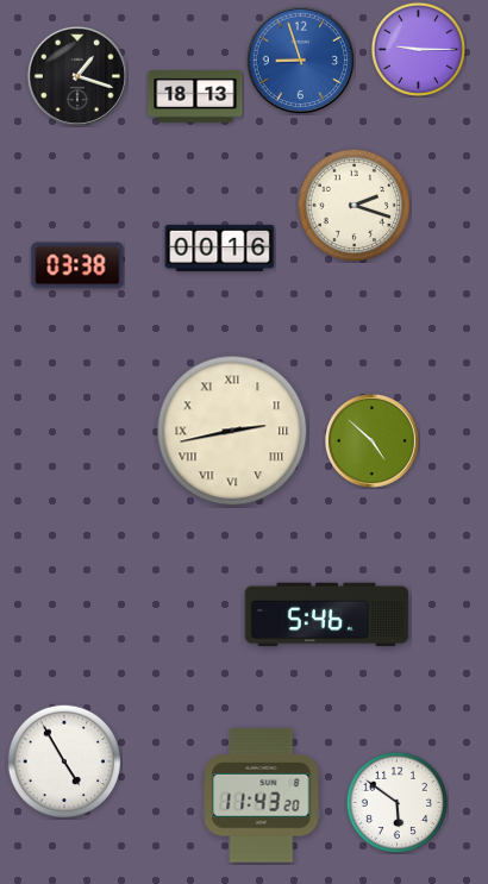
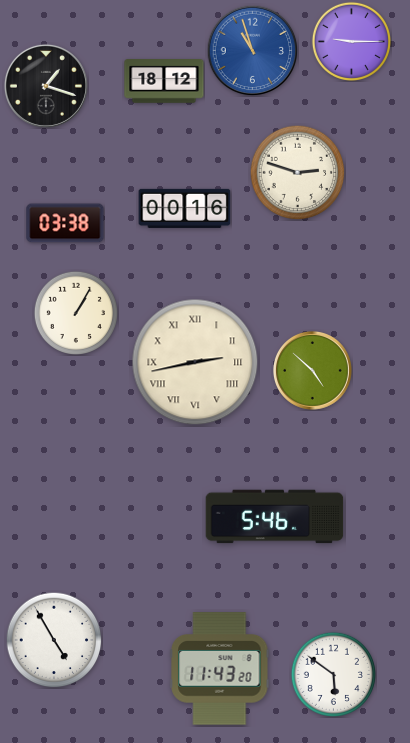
clock at (300, 59): 8:57 -> 10:57
clock at (77, 76) position: (77, 76) -> (46, 86)
clock at (195, 96): 18:13 -> 18:12
clock at (354, 205): 2:18 -> 2:48
clock at (75, 312): none -> 1:05
